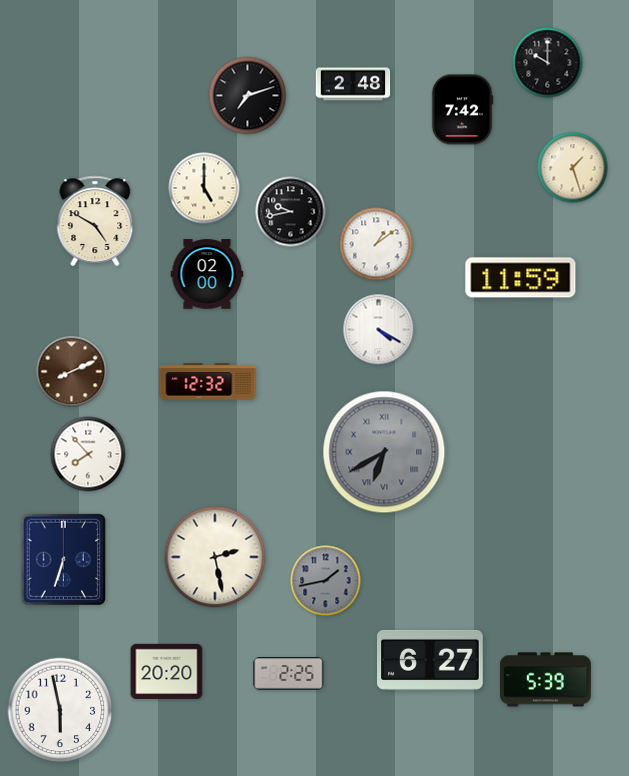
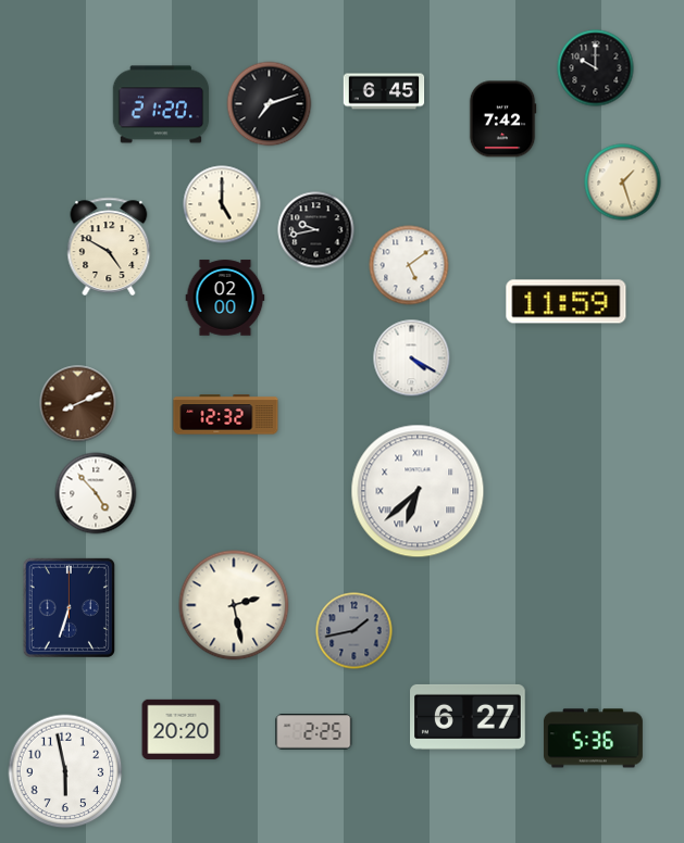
clock at (353, 84): 2:48 -> 6:45
clock at (161, 104): none -> 21:20
clock at (95, 220) position: (95, 220) -> (109, 246)
clock at (376, 244): 1:09 -> 5:09
clock at (384, 452): 6:40 -> 6:38
clock at (384, 452) dial: grey -> white
clock at (88, 454): 7:53 -> 4:53
clock at (545, 680): 5:39 -> 5:36
